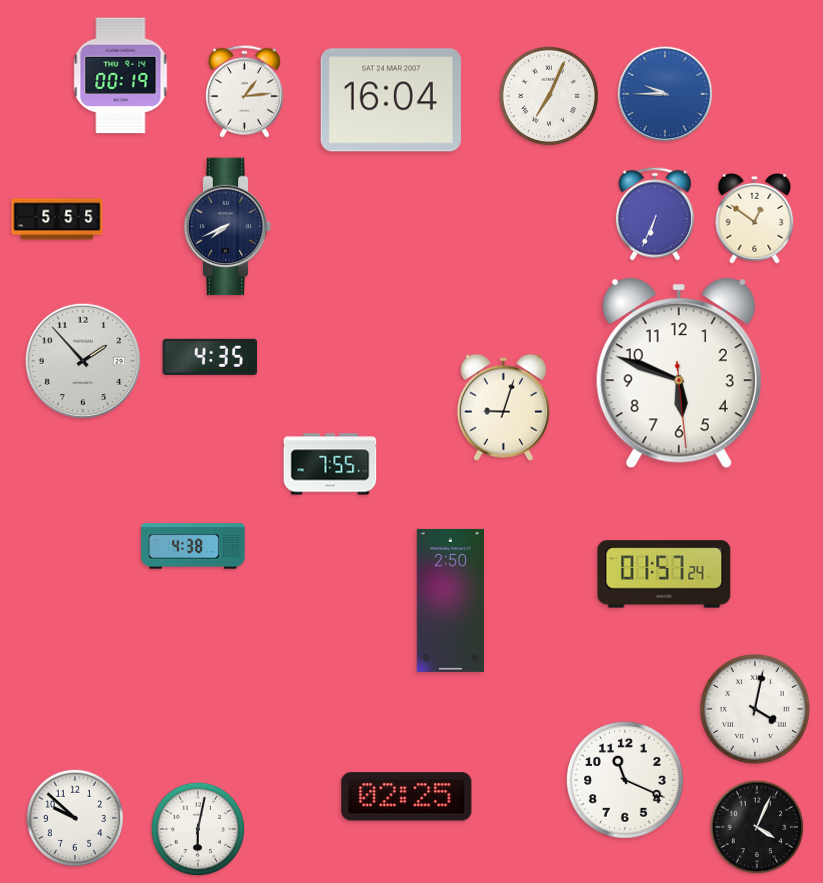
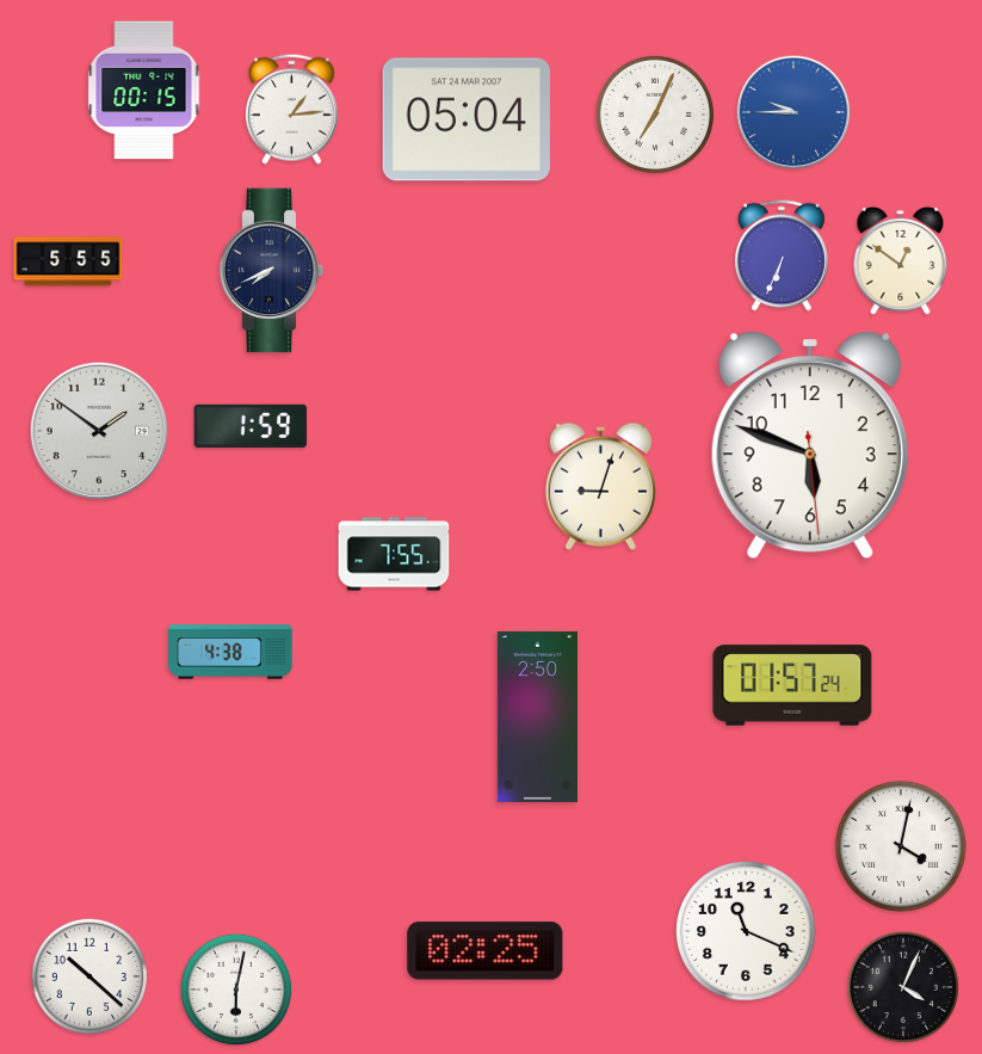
clock at (121, 76): 00:19 -> 00:15
clock at (391, 100): 16:04 -> 05:04
clock at (210, 357): 4:35 -> 1:59
clock at (82, 360): 1:53 -> 1:51
clock at (74, 817): 9:52 -> 10:22
